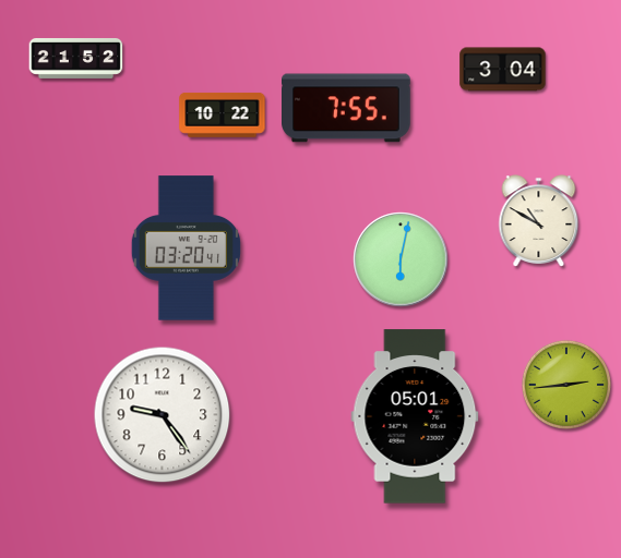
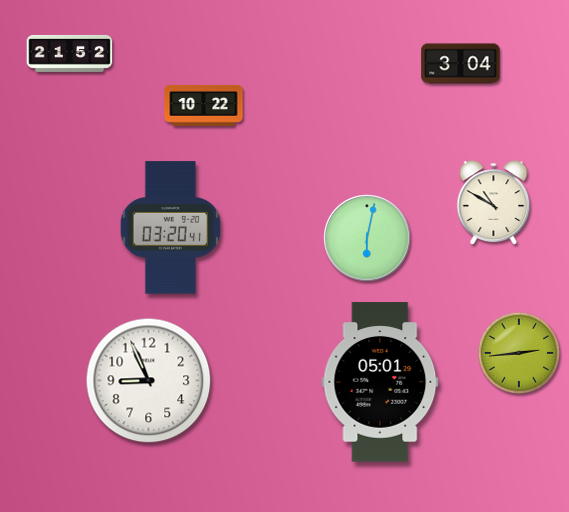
clock at (347, 108): 7:55 -> none
clock at (163, 415): 9:24 -> 8:56
